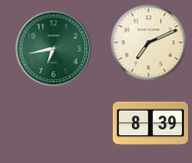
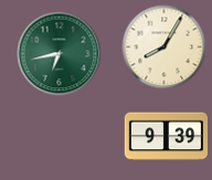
clock at (149, 43): 7:11 -> 8:05
clock at (150, 124): 8:39 -> 9:39
